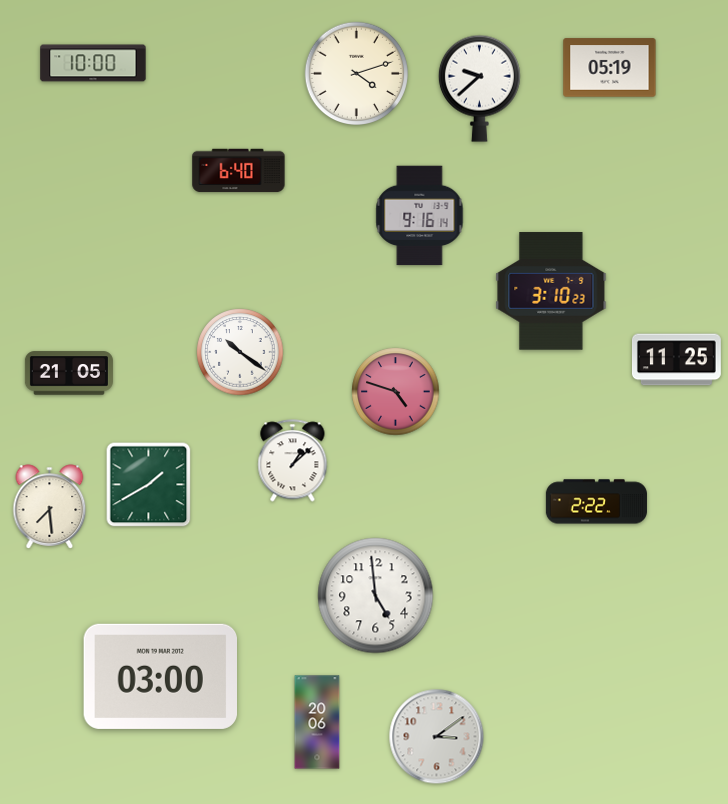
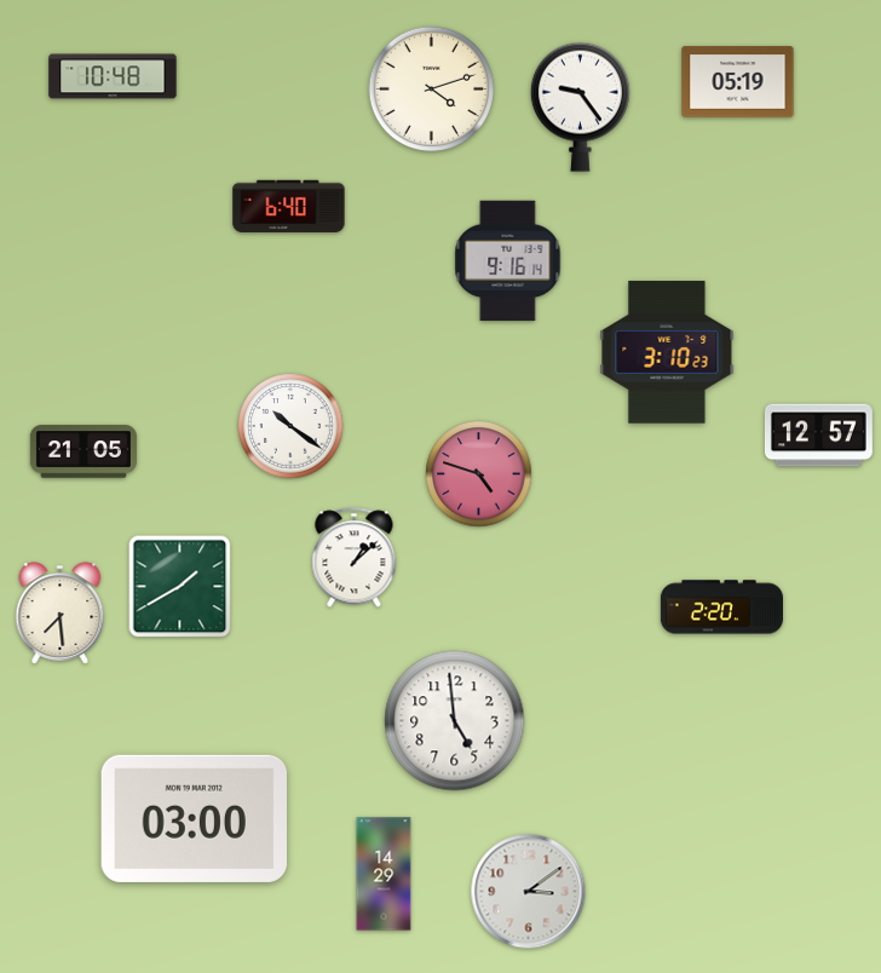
clock at (93, 63): 10:00 -> 10:48
clock at (479, 88): 9:38 -> 9:24
clock at (676, 360): 11:25 -> 12:57
clock at (596, 502): 2:22 -> 2:20
clock at (317, 722): 20:06 -> 14:29
